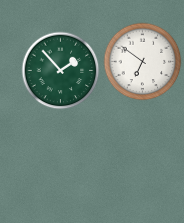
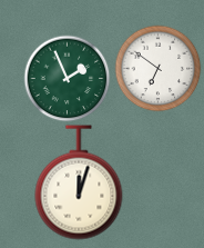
clock at (60, 70): 1:53 -> 1:56
clock at (79, 182): none -> 12:03
